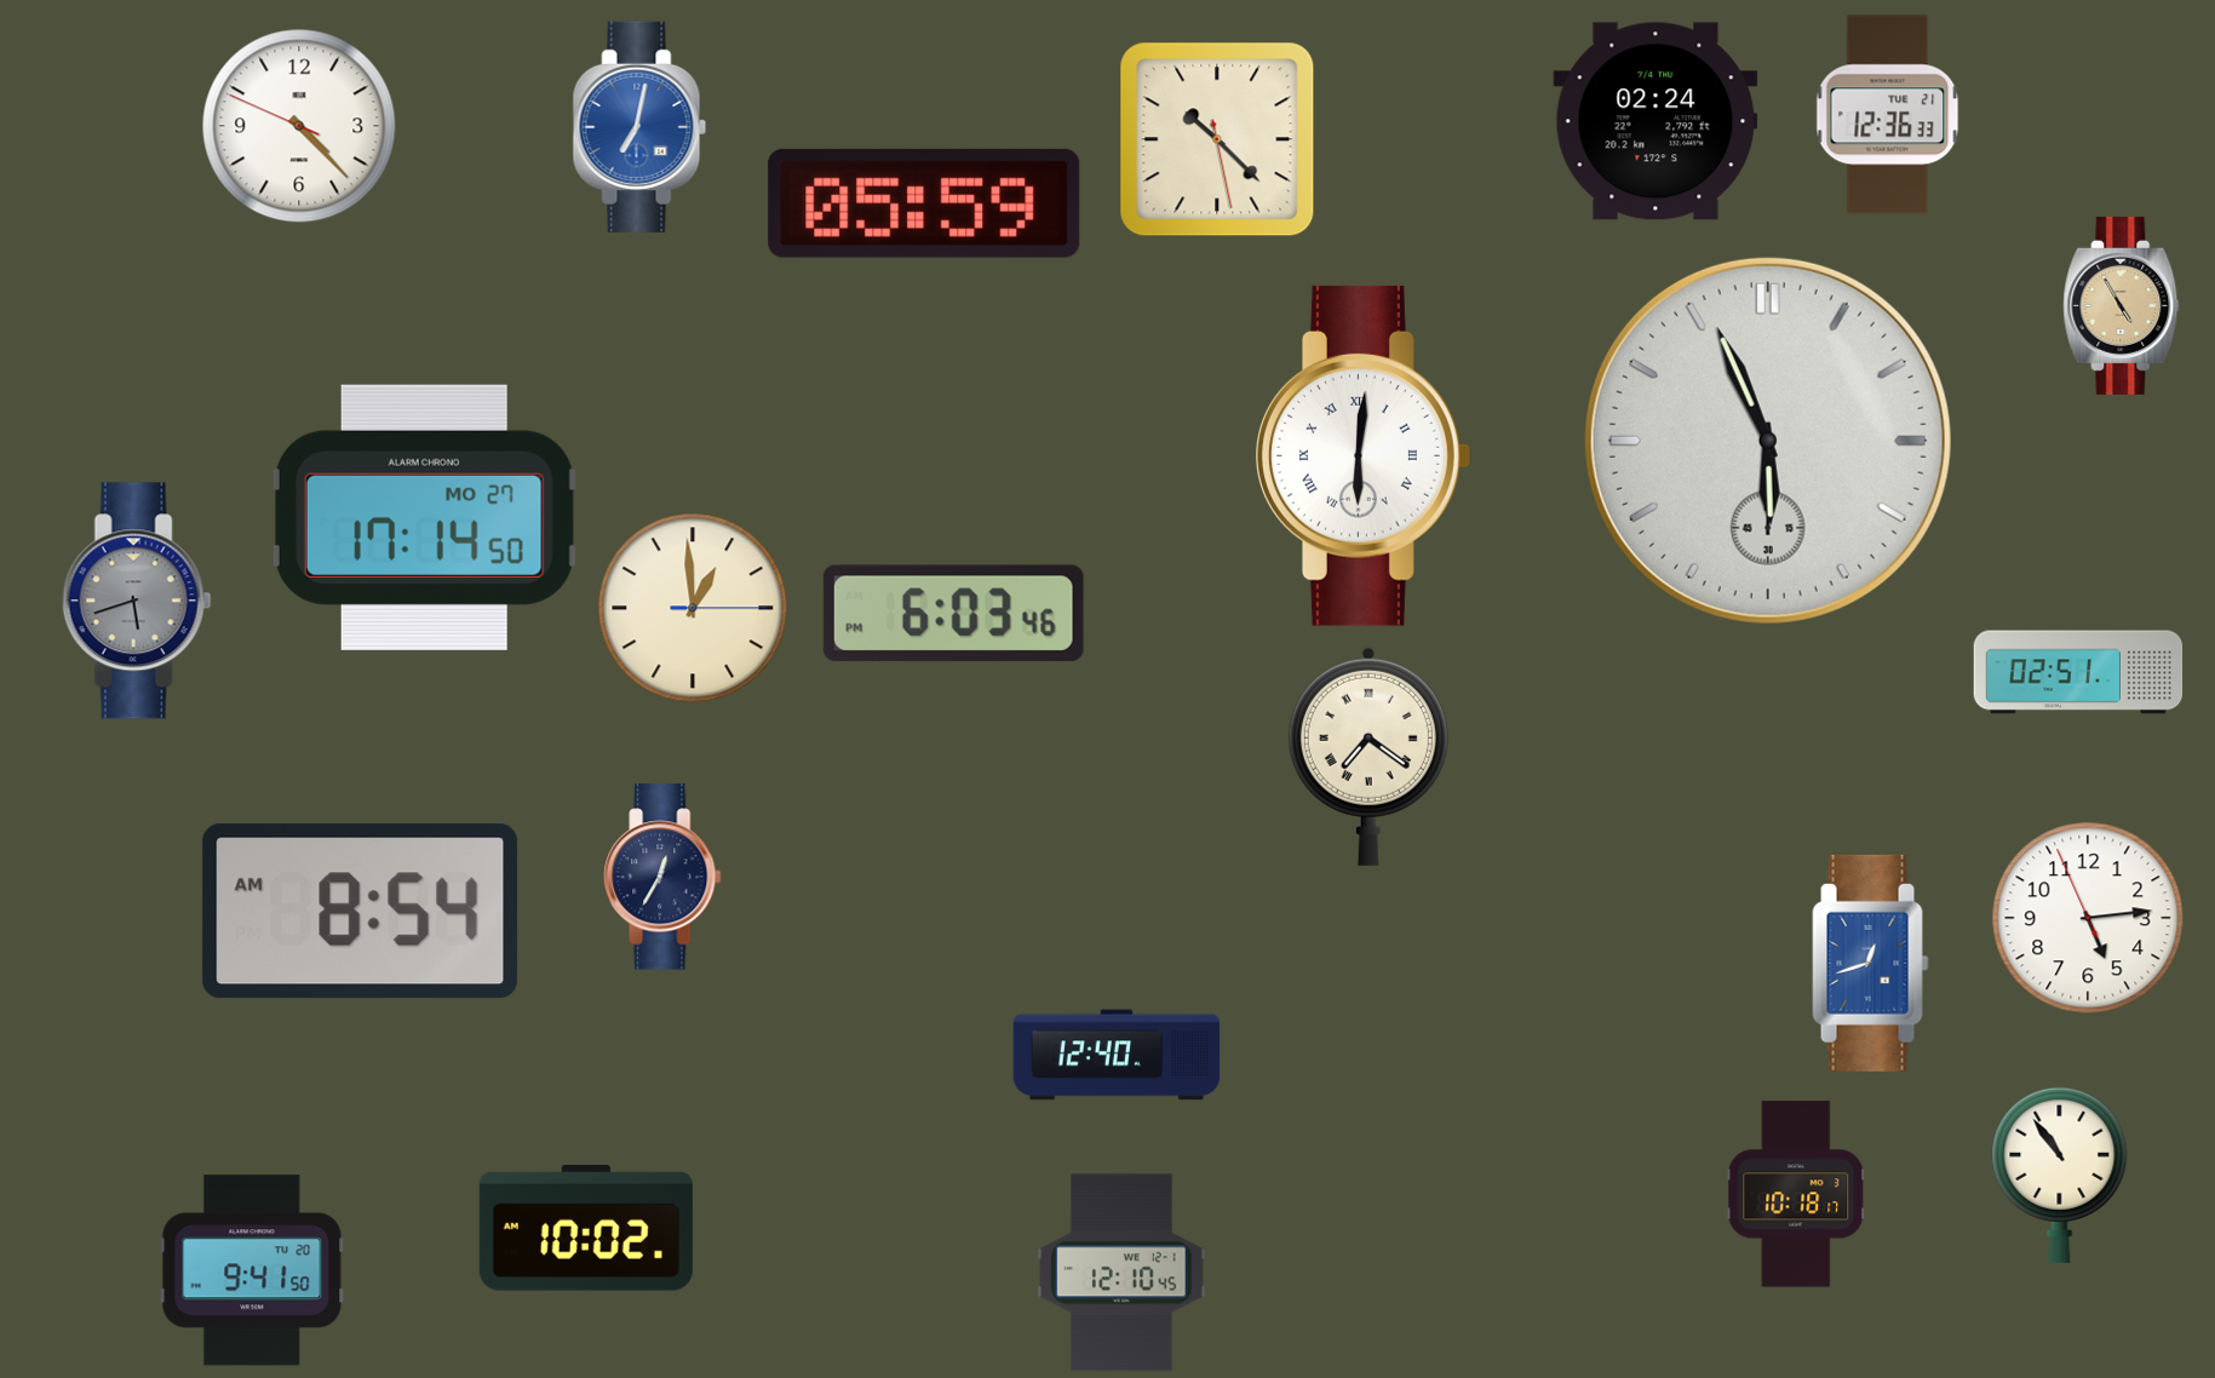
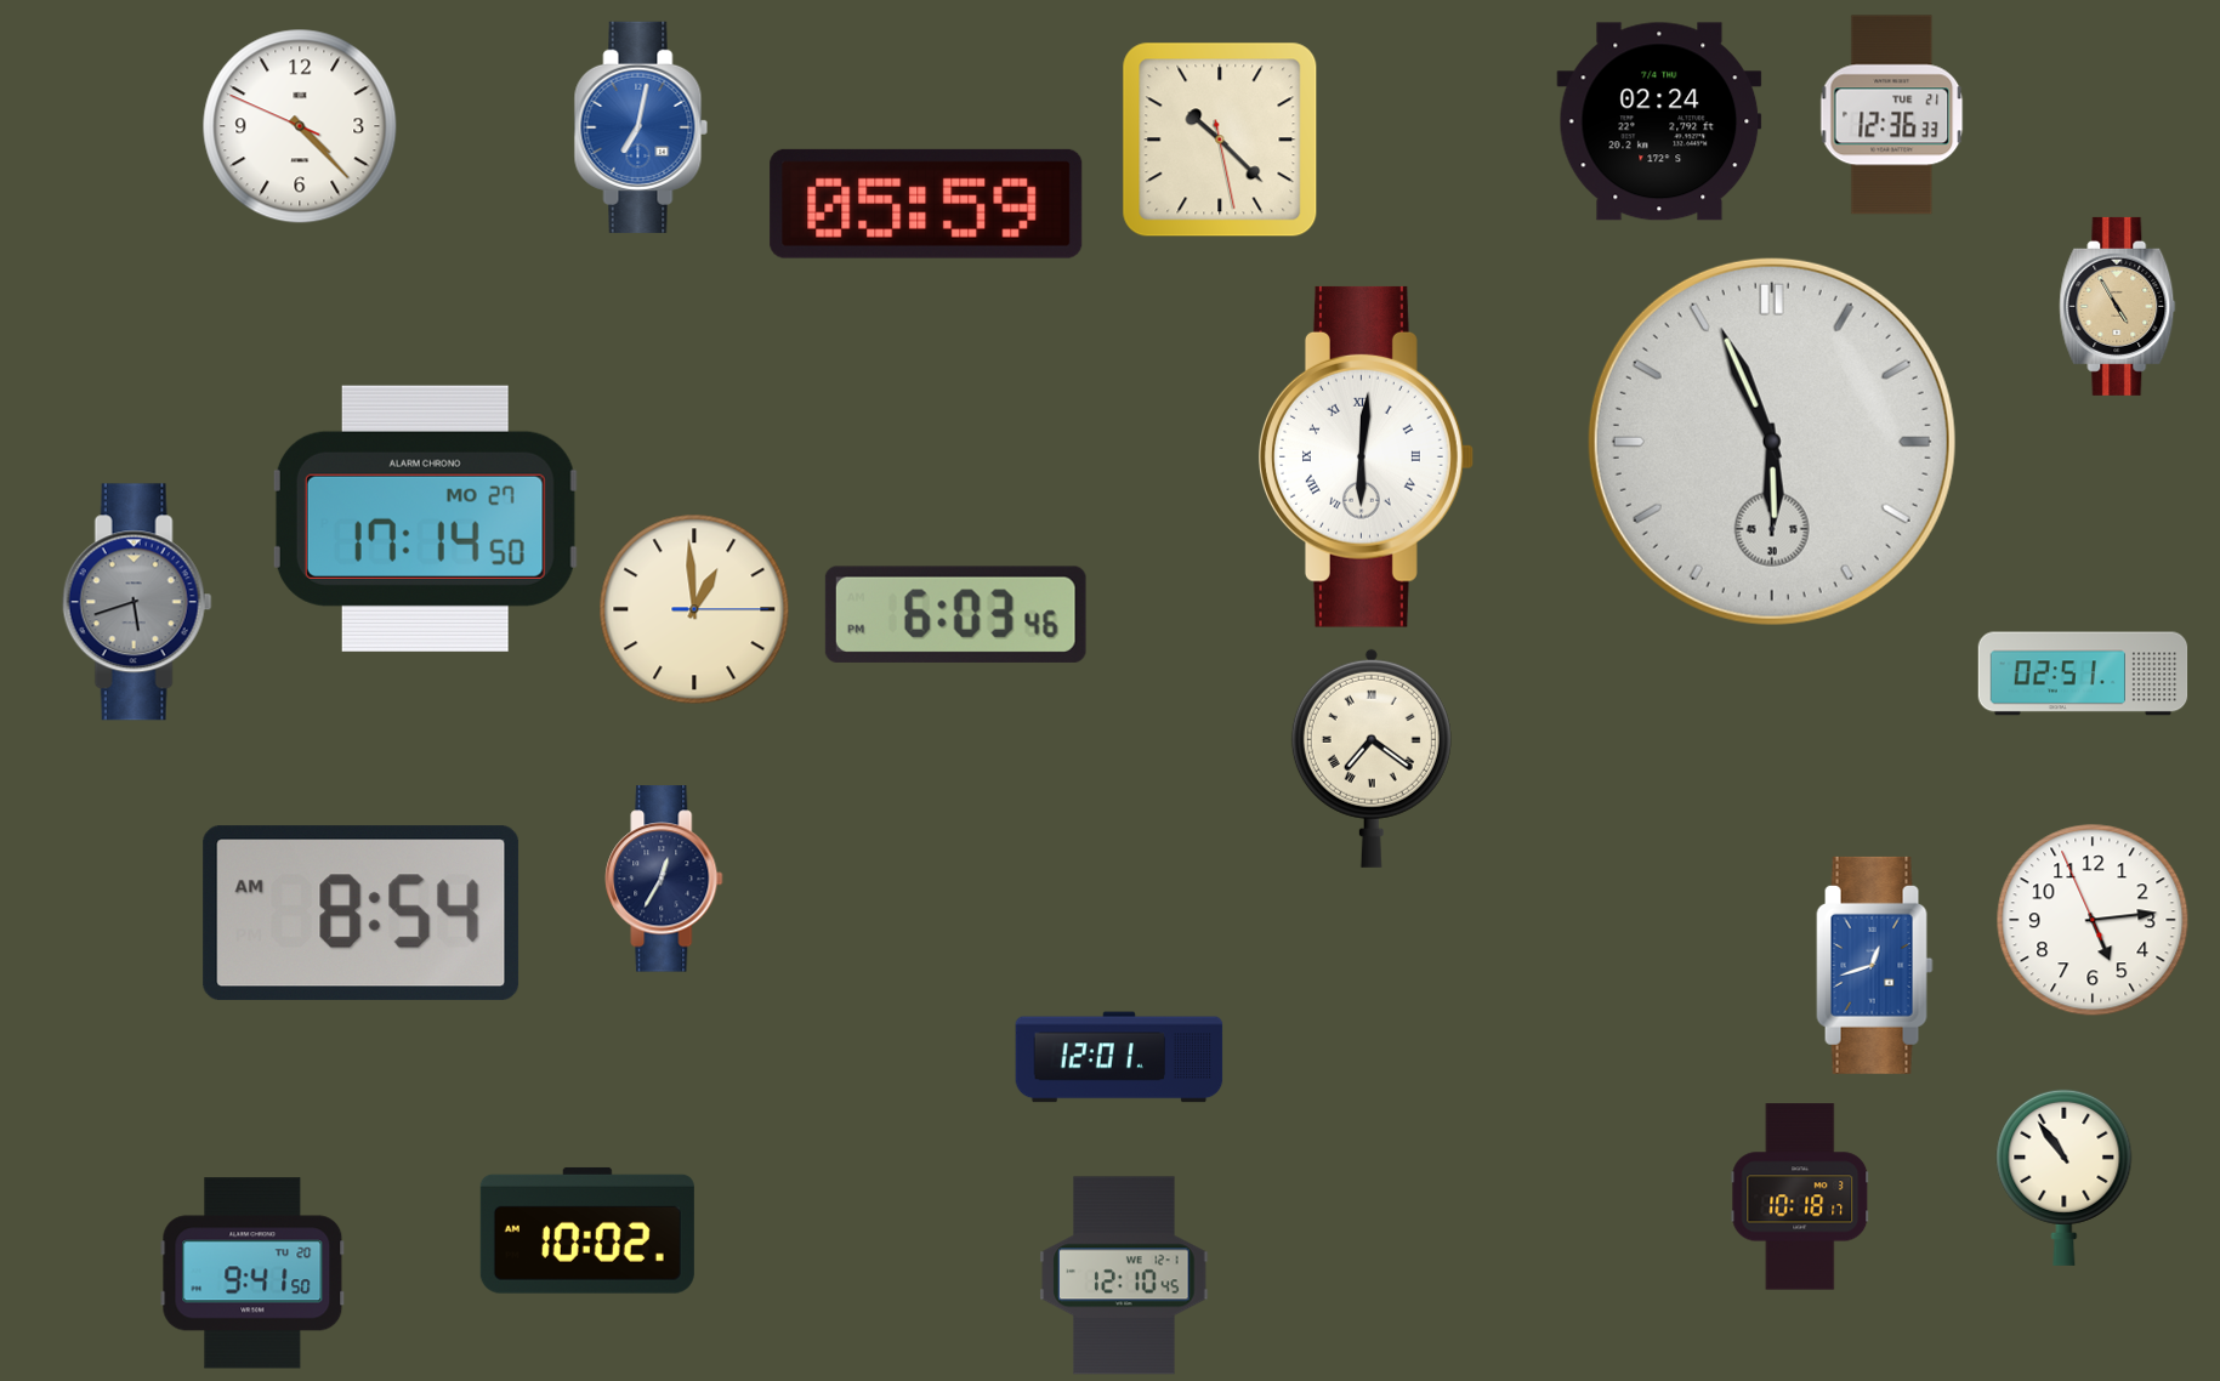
clock at (2122, 305) position: (2122, 305) -> (2118, 306)
clock at (1117, 1055): 12:40 -> 12:01
